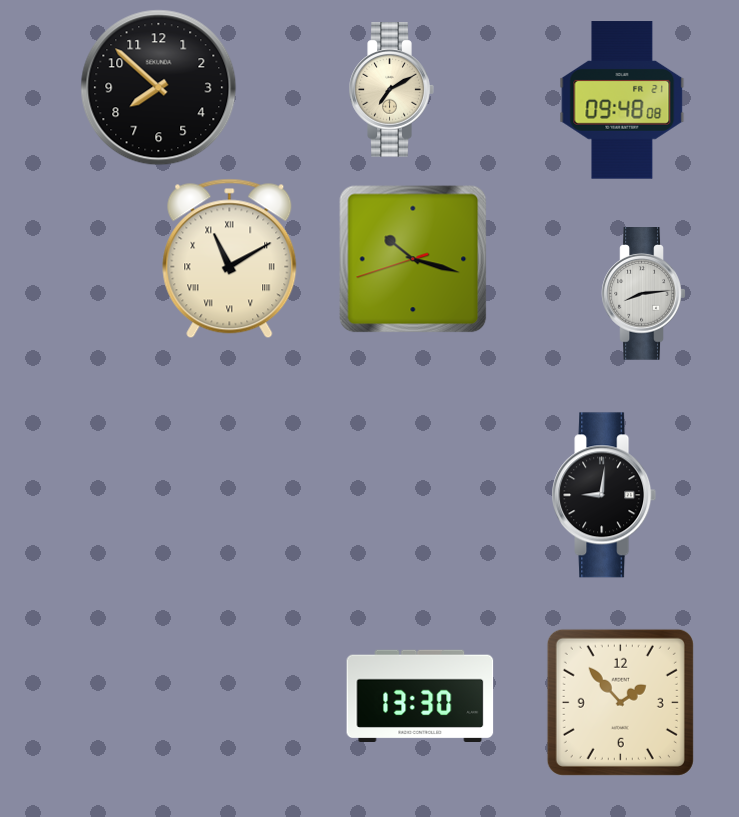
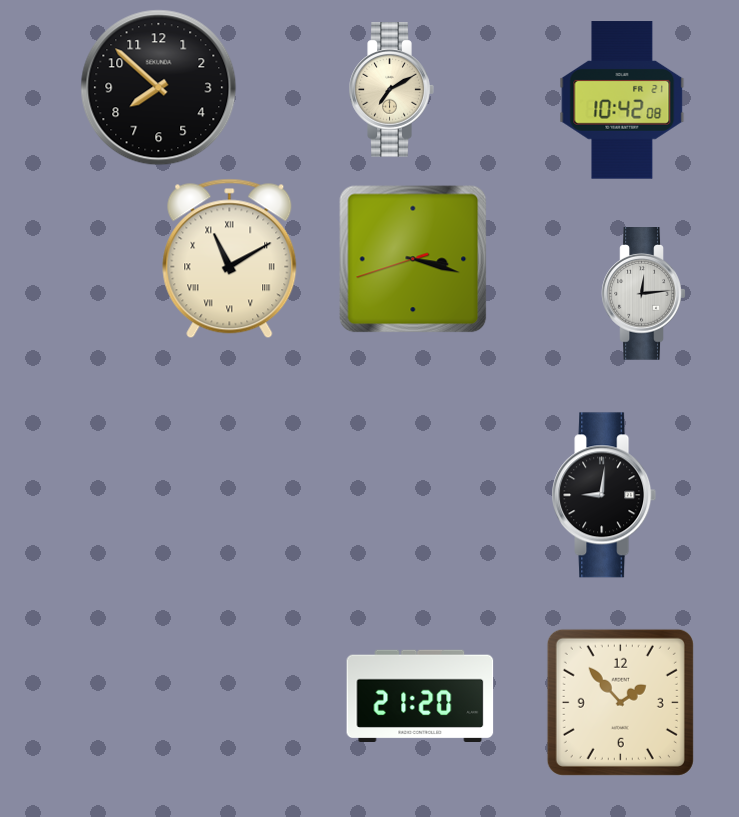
clock at (622, 100): 09:48 -> 10:42
clock at (413, 259): 10:17 -> 3:17
clock at (644, 294): 8:14 -> 12:14
clock at (420, 695): 13:30 -> 21:20
